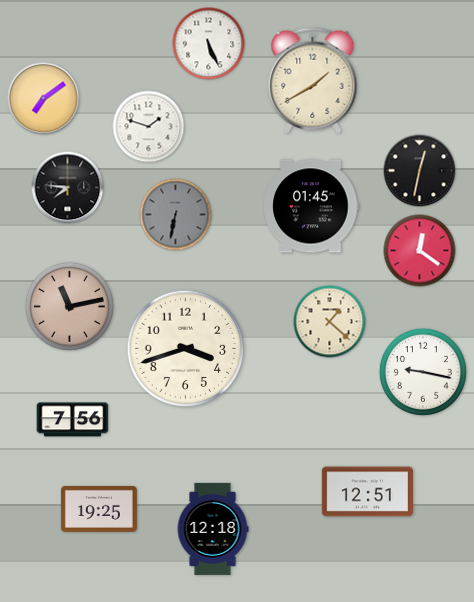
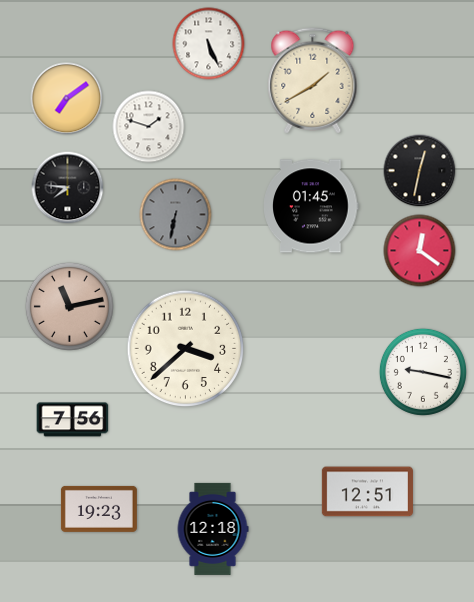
clock at (44, 99) position: (44, 99) -> (67, 99)
clock at (330, 322): 1:22 -> none
clock at (186, 349): 3:42 -> 3:38
clock at (99, 509): 19:25 -> 19:23
